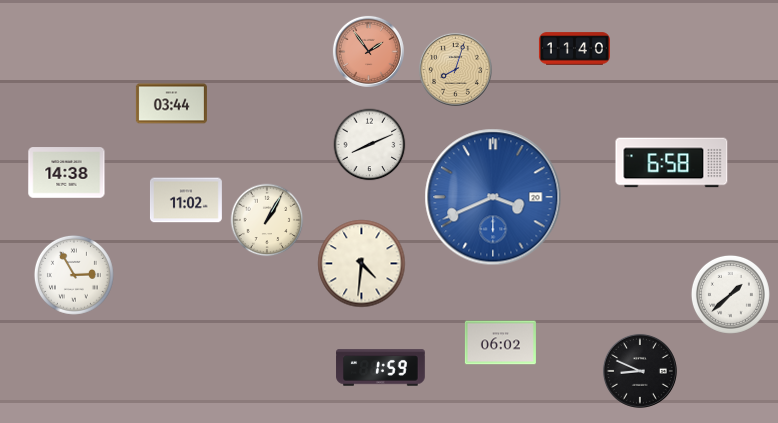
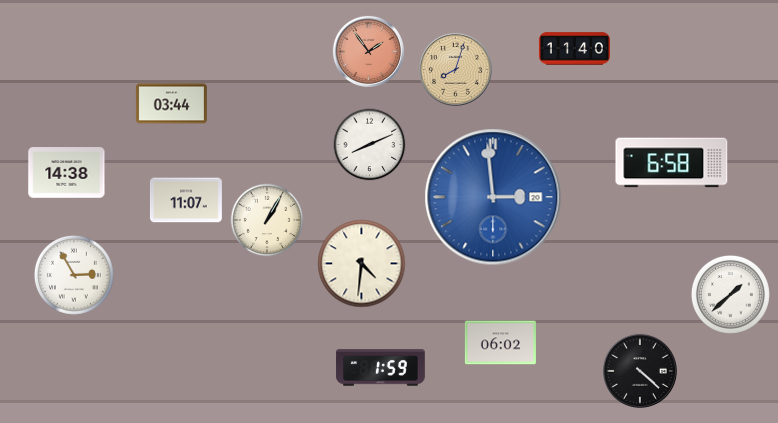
clock at (493, 197): 3:41 -> 2:59
clock at (186, 200): 11:02 -> 11:07
clock at (640, 371): 8:49 -> 4:22
